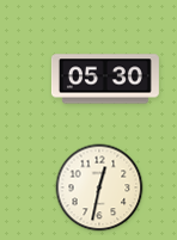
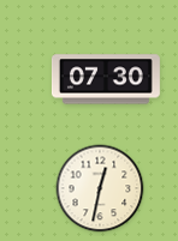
clock at (105, 79): 05:30 -> 07:30
